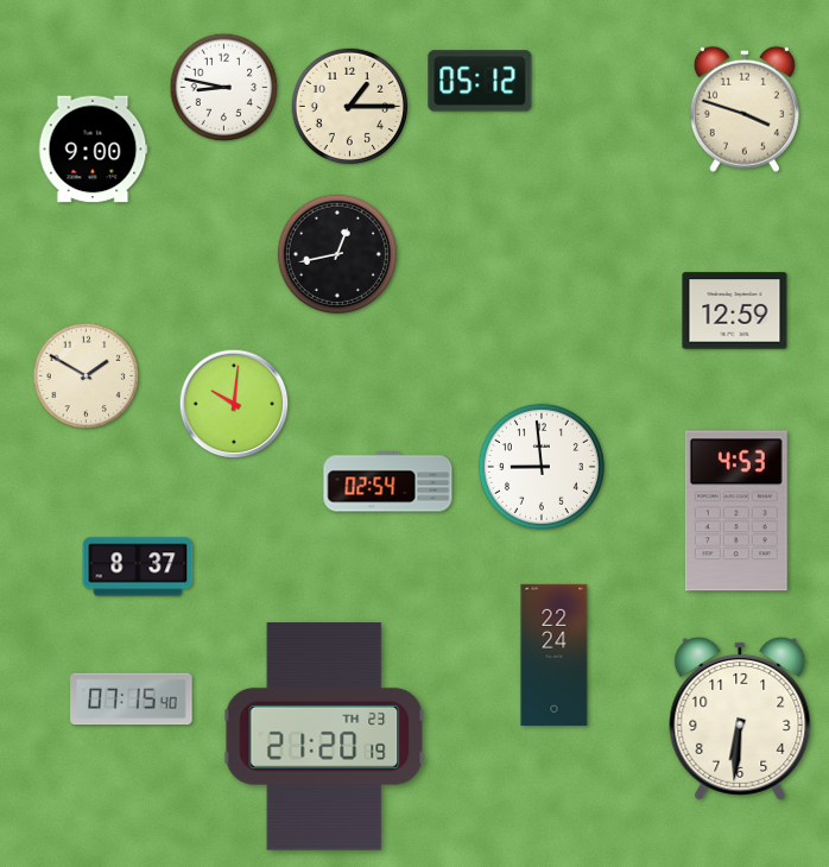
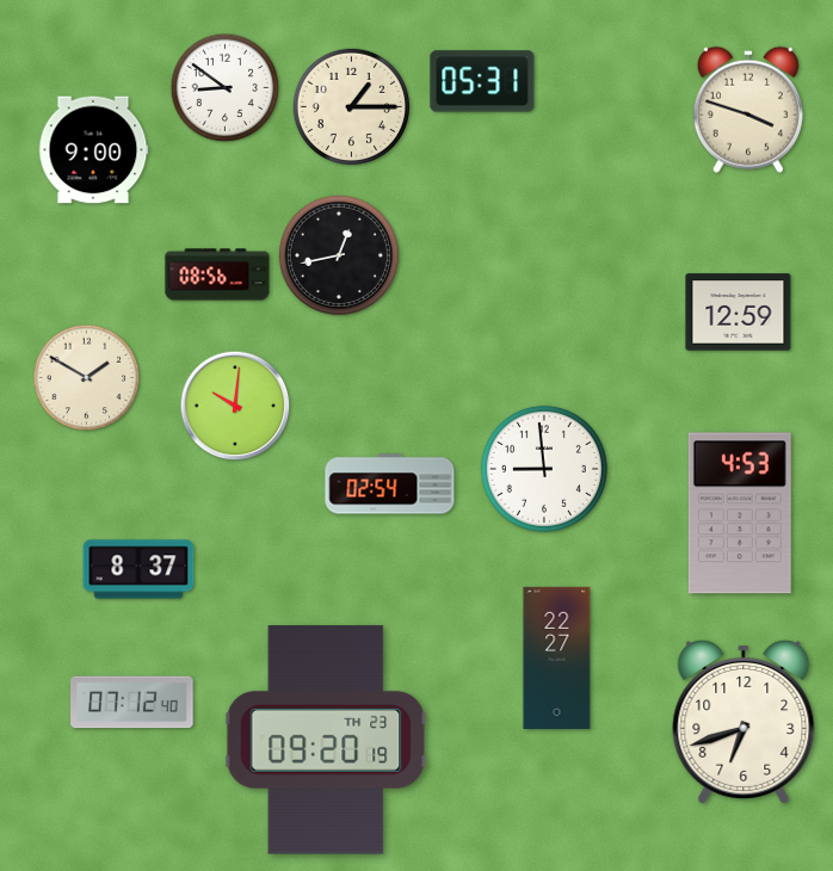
clock at (480, 81): 05:12 -> 05:31
clock at (224, 88): 8:47 -> 8:51
clock at (217, 274): none -> 08:56
clock at (555, 654): 22:24 -> 22:27
clock at (132, 700): 07:15 -> 07:12
clock at (740, 719): 6:31 -> 6:42
clock at (324, 736): 21:20 -> 09:20
